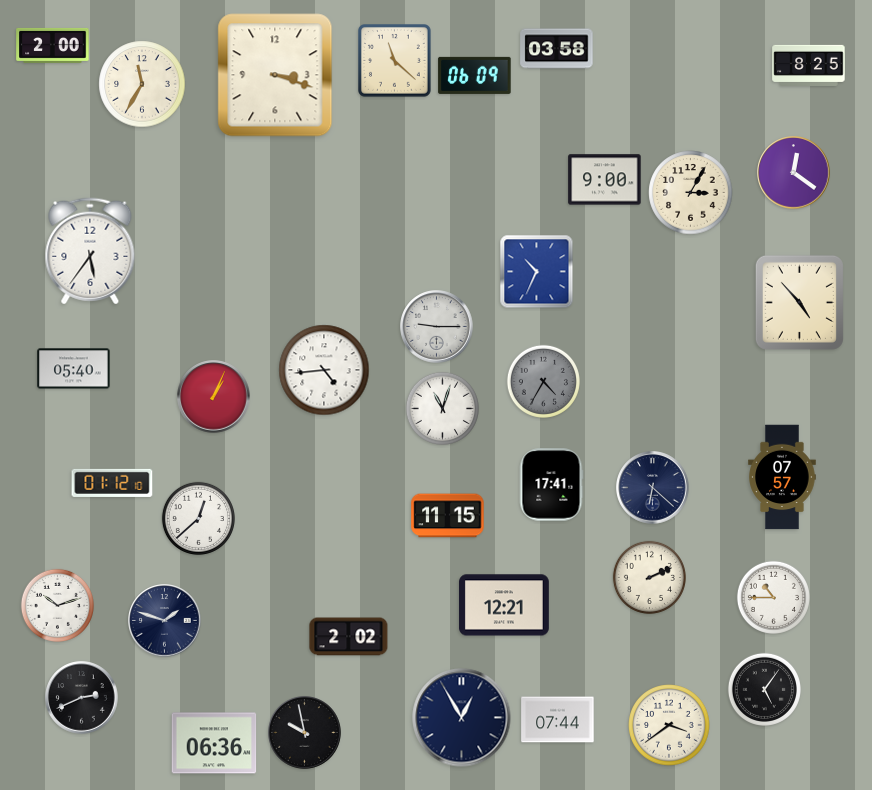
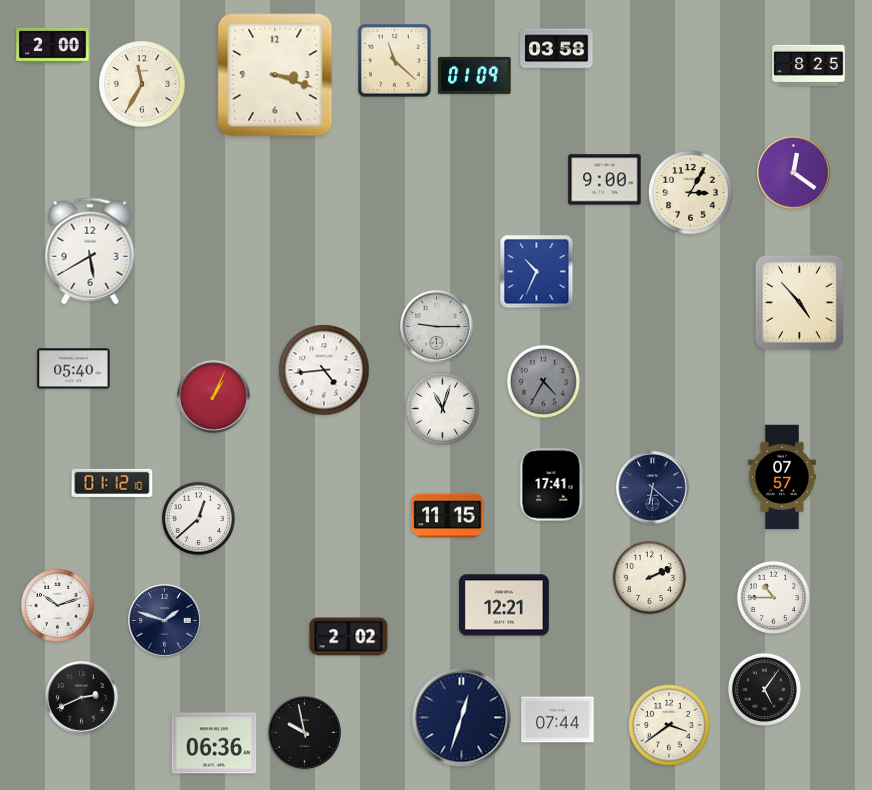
clock at (475, 75): 06:09 -> 01:09
clock at (90, 251): 5:36 -> 5:40
clock at (462, 718): 12:55 -> 12:33
